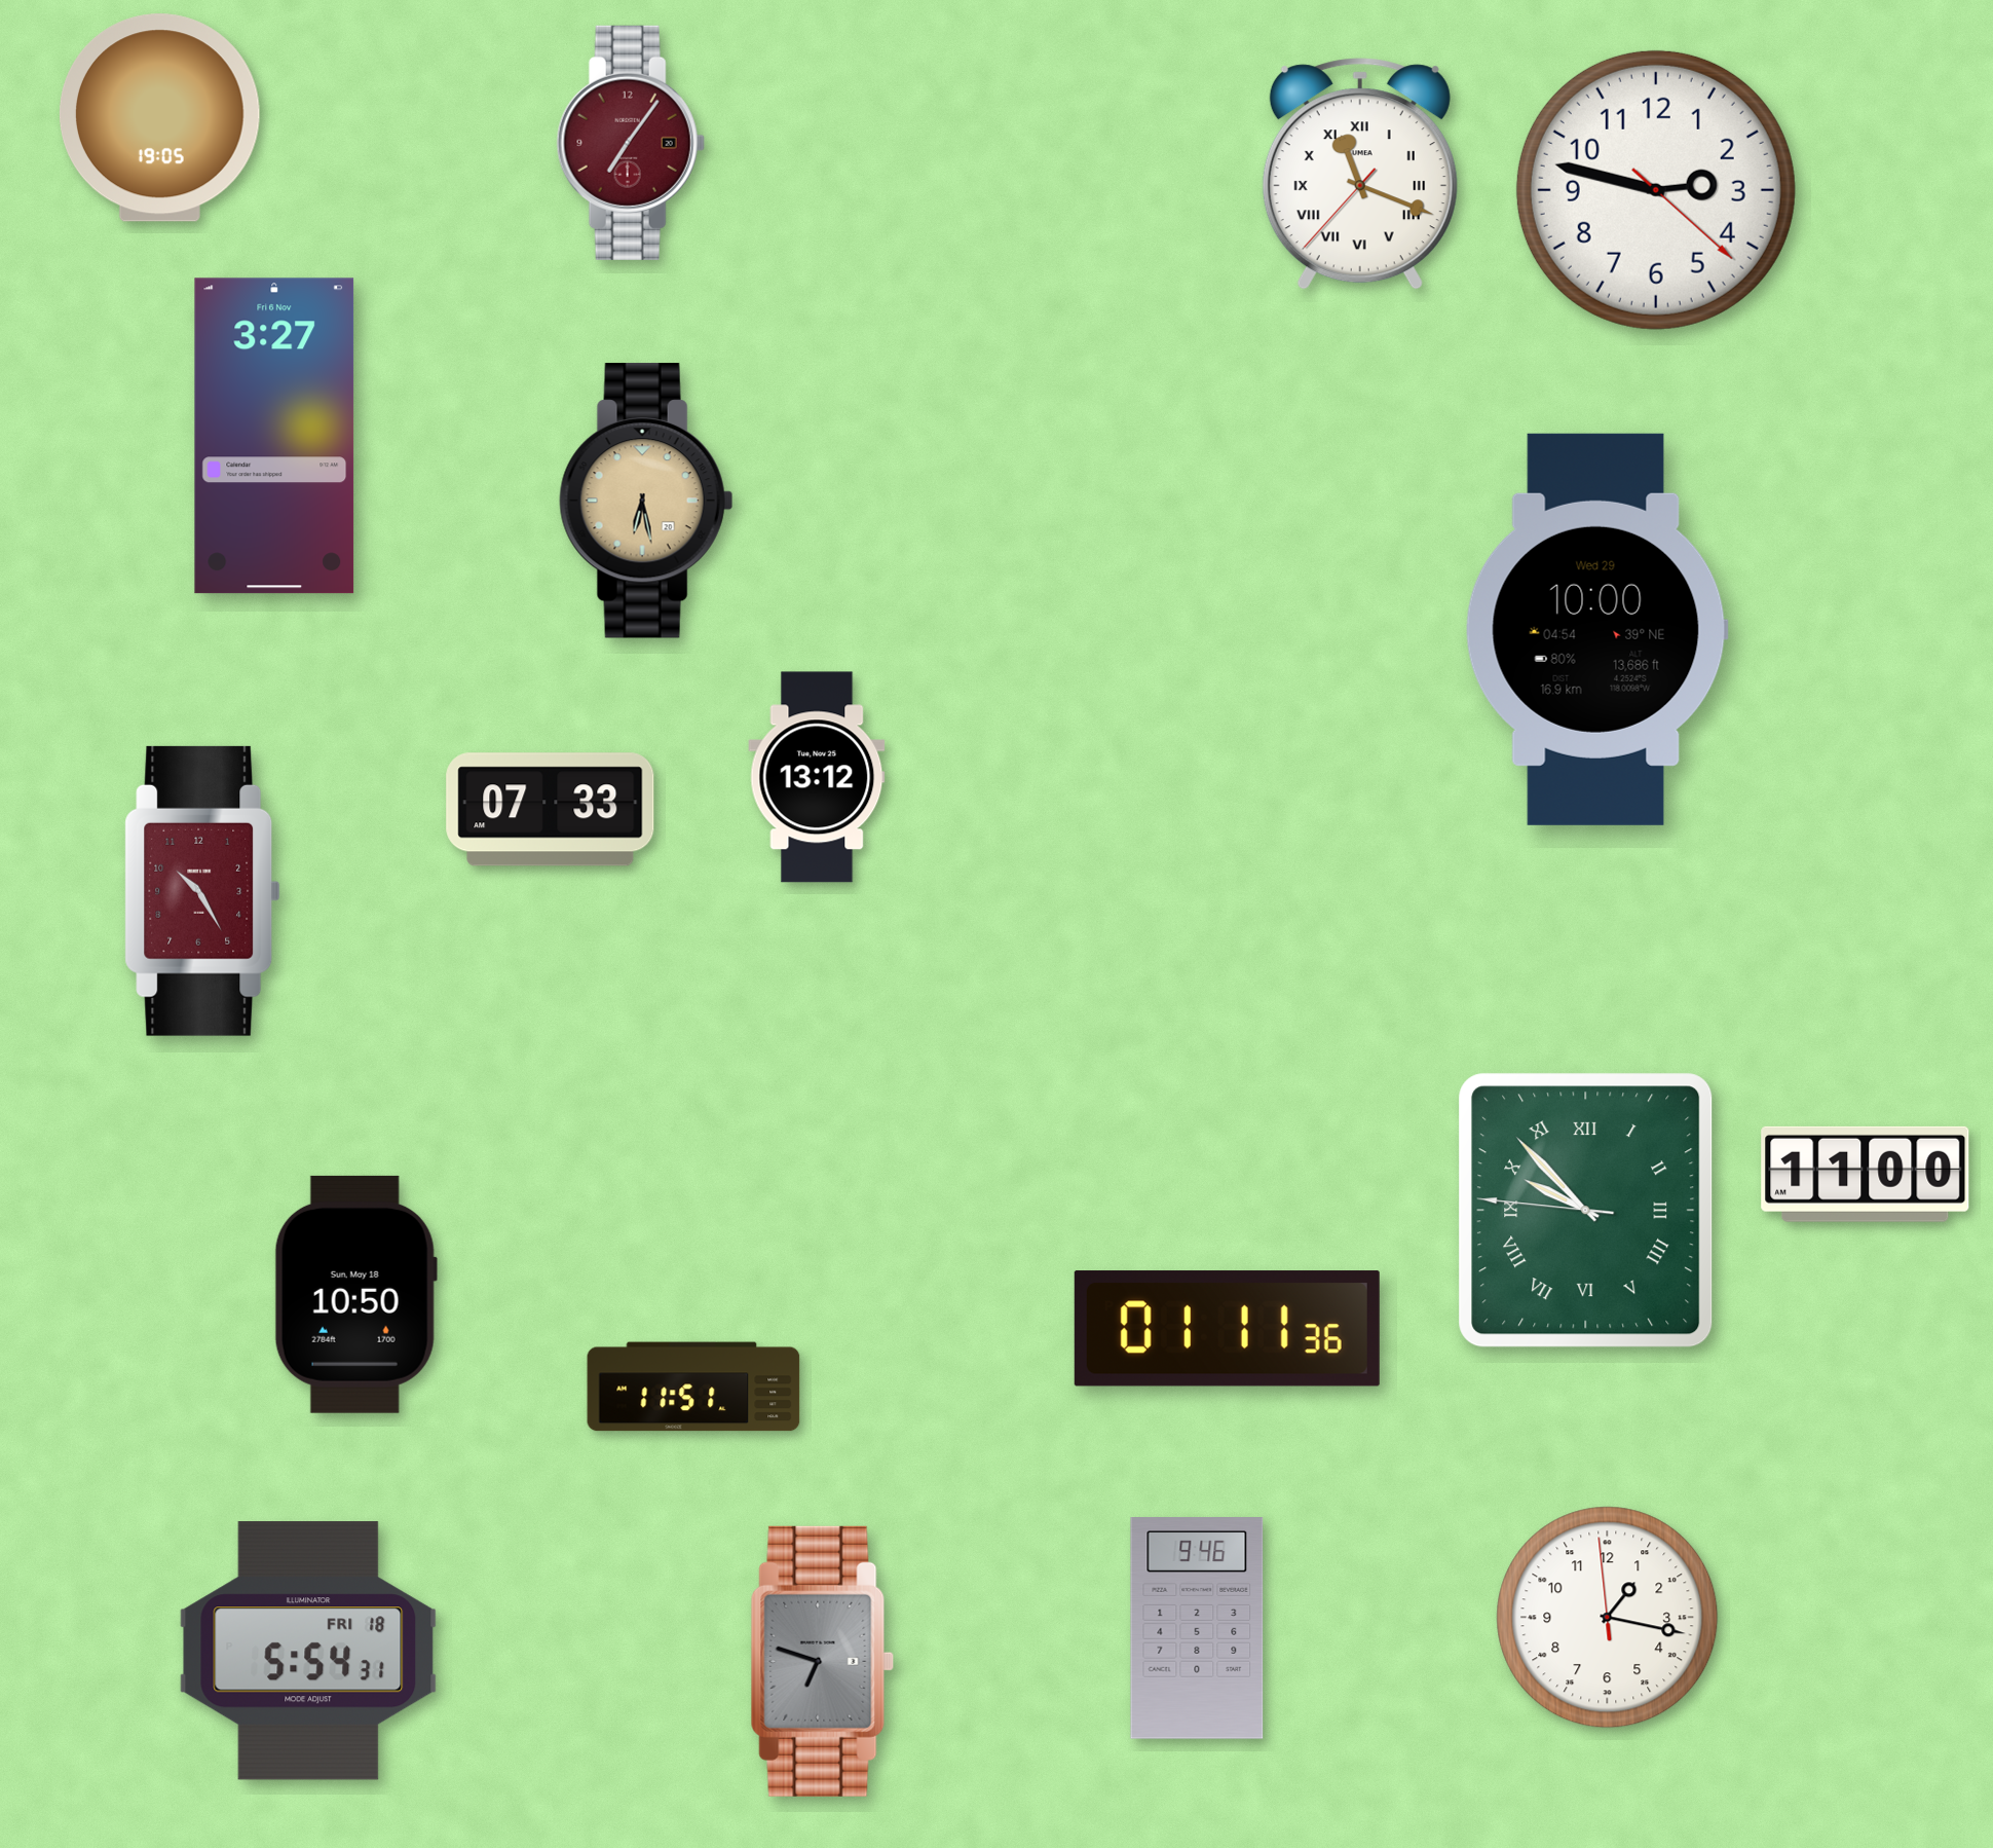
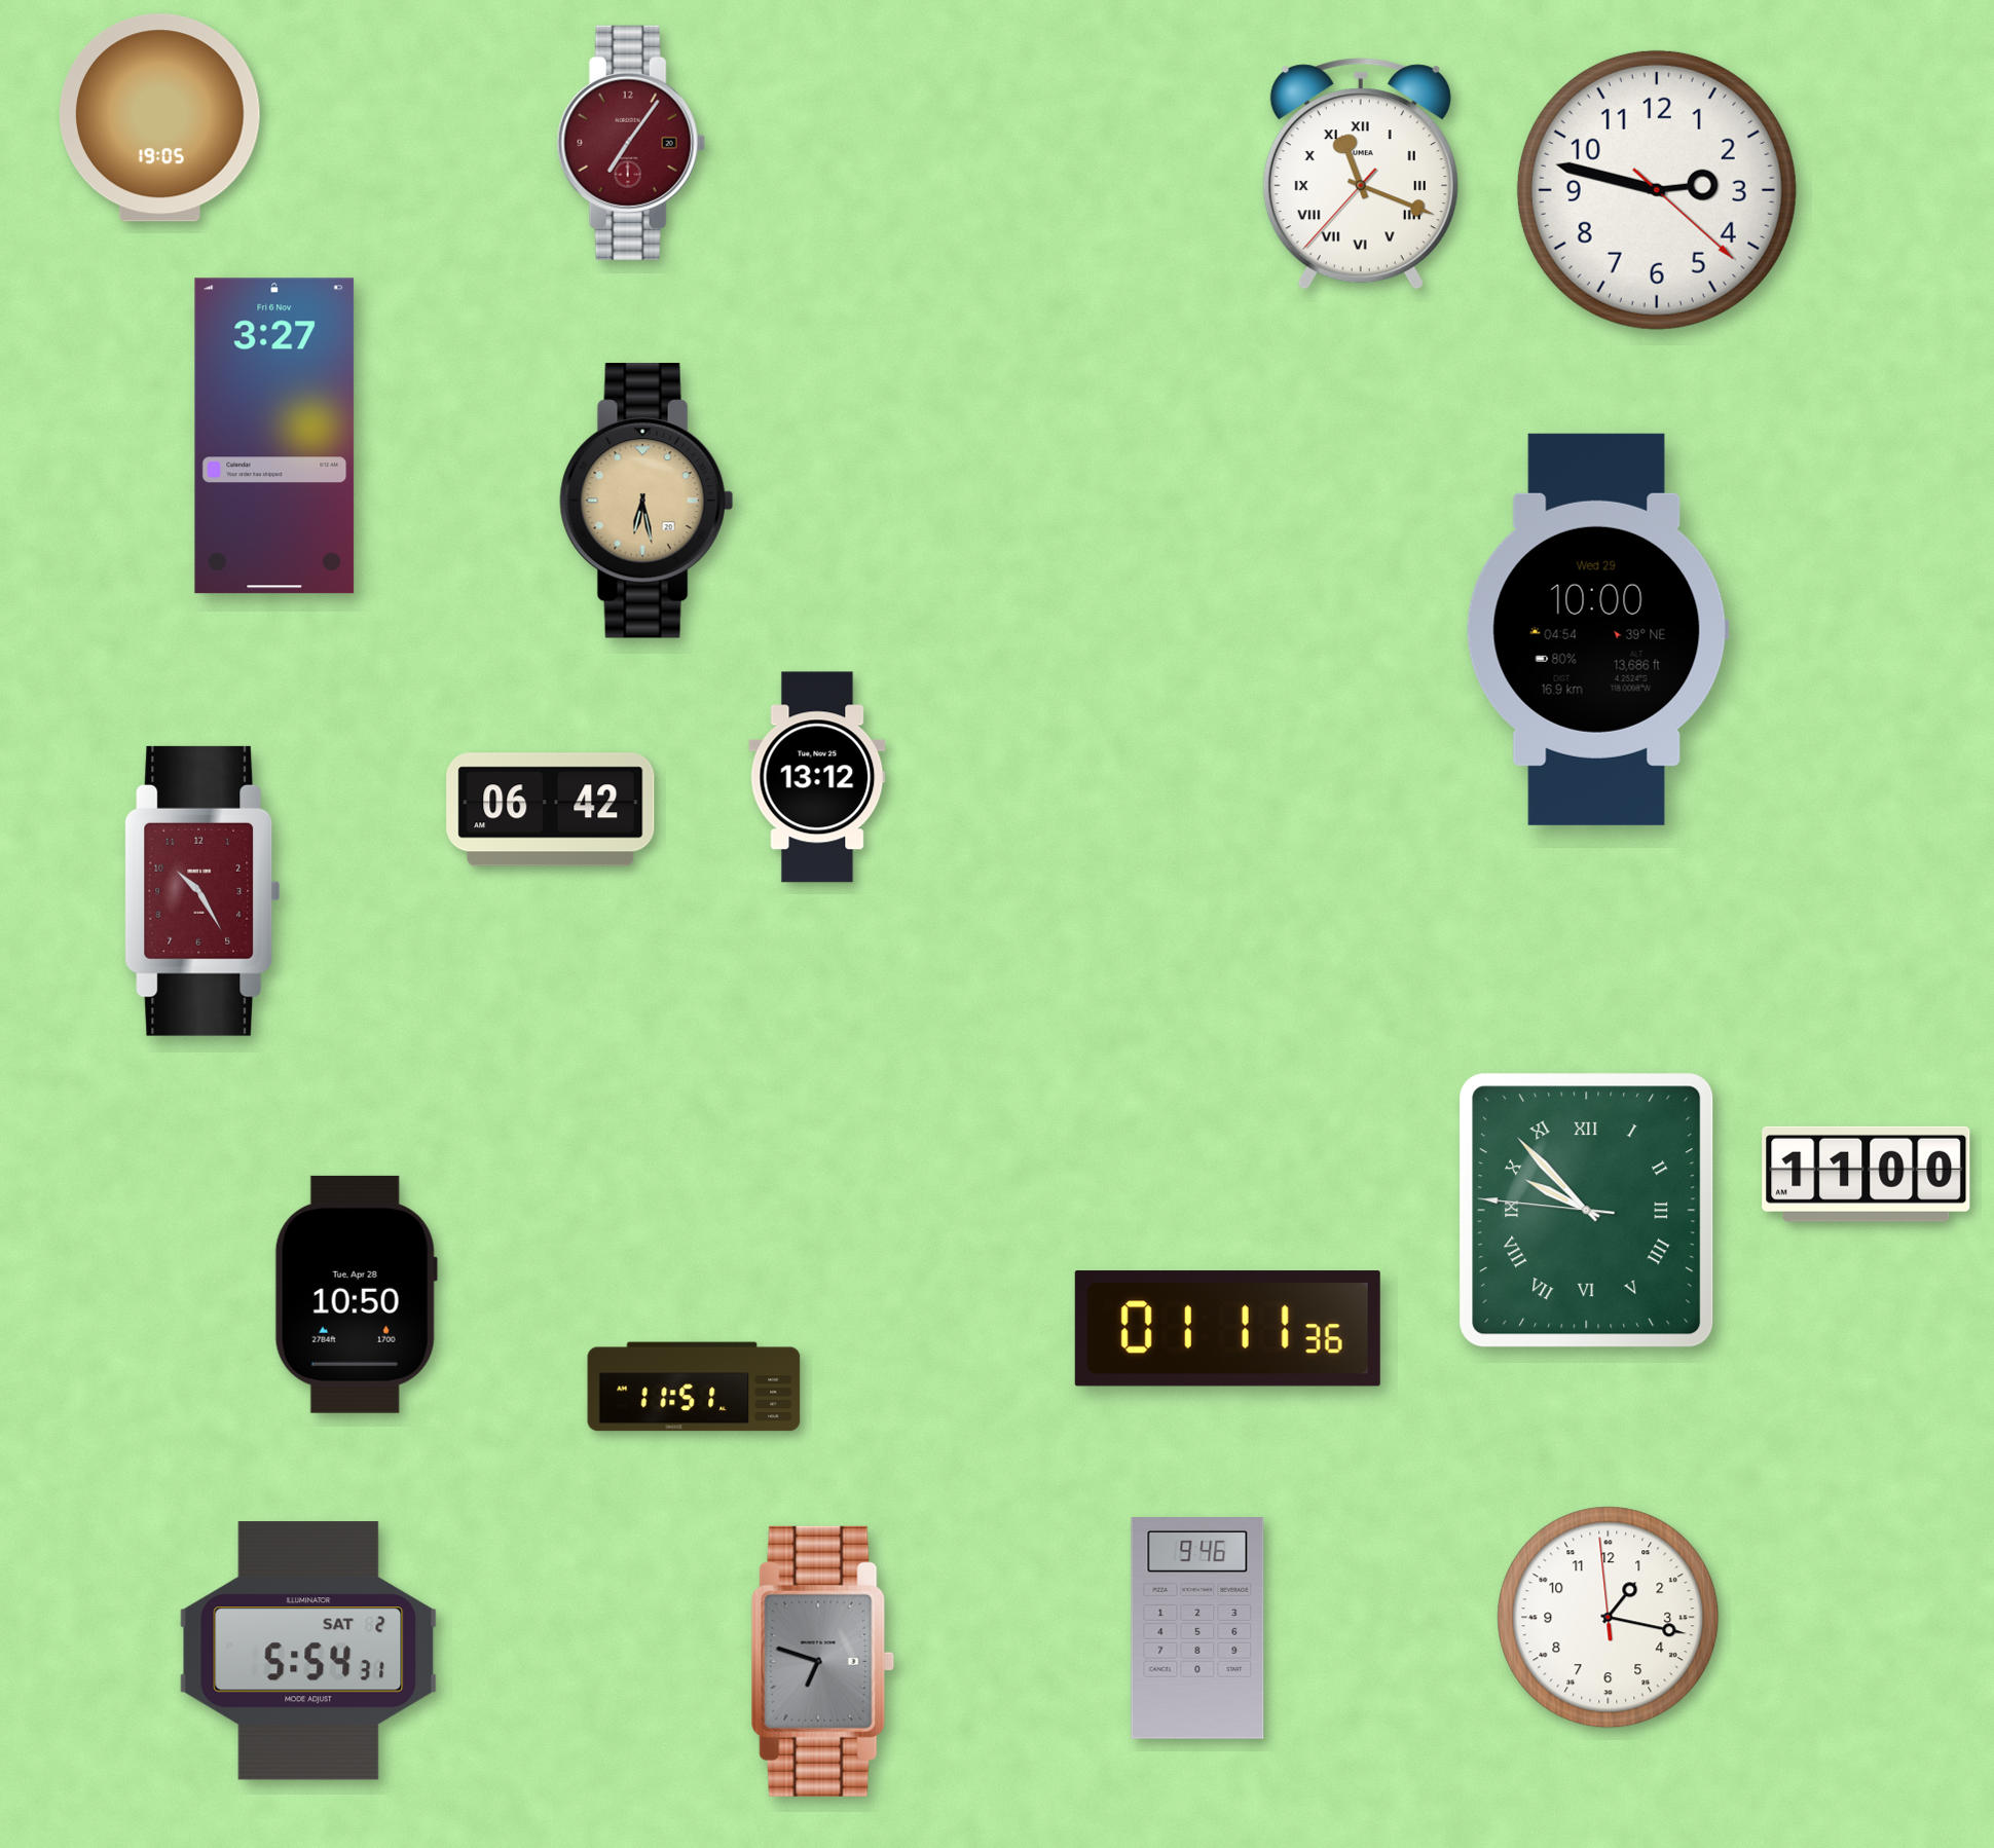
clock at (551, 810): 07:33 -> 06:42
clock at (355, 1294) date: Sun, May 18 -> Tue, Apr 28
clock at (308, 1651) date: FRI 18 -> SAT 2
